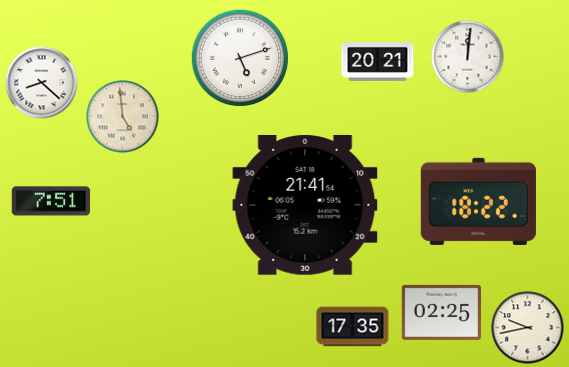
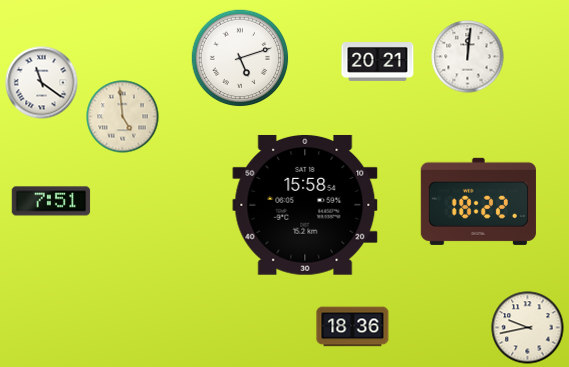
clock at (42, 83): 8:22 -> 11:21
clock at (305, 205): 21:41 -> 15:58
clock at (441, 312): 02:25 -> none
clock at (353, 327): 17:35 -> 18:36
